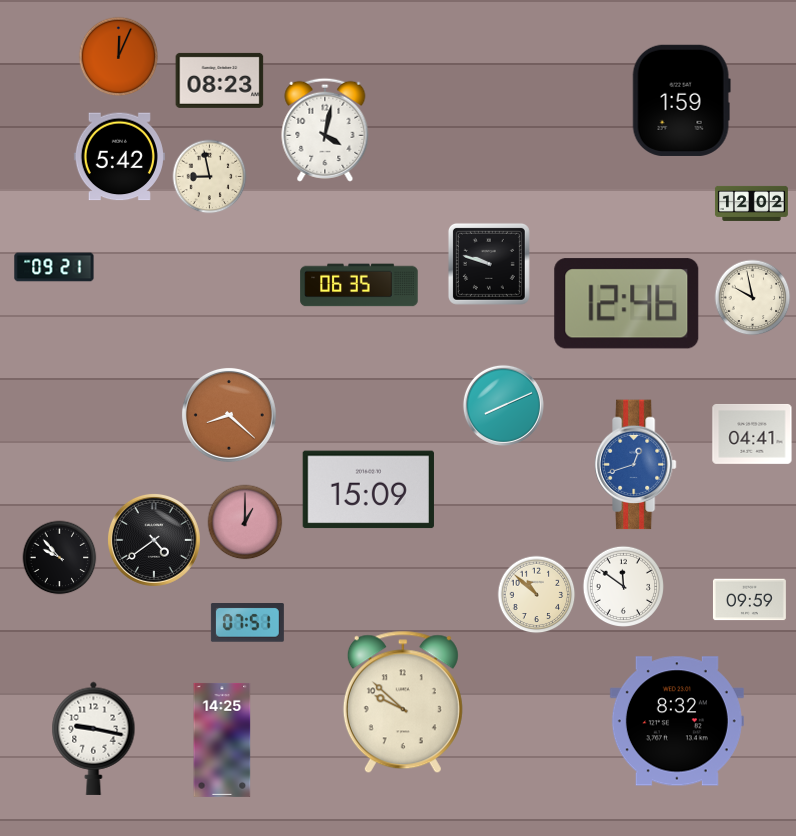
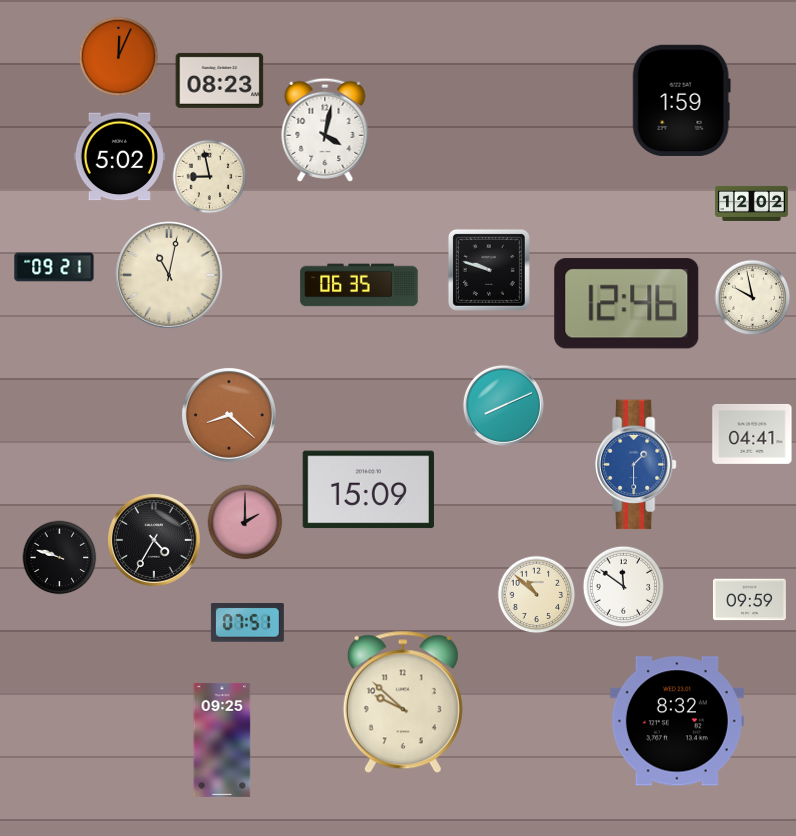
clock at (119, 157): 5:42 -> 5:02
clock at (489, 264) position: (489, 264) -> (489, 270)
clock at (169, 275): none -> 11:02
clock at (635, 465): 12:42 -> 1:30
clock at (245, 522): 1:00 -> 2:00
clock at (154, 540): 4:39 -> 4:35
clock at (60, 558): 9:53 -> 9:48
clock at (94, 738): 9:17 -> none
clock at (222, 740): 14:25 -> 09:25
